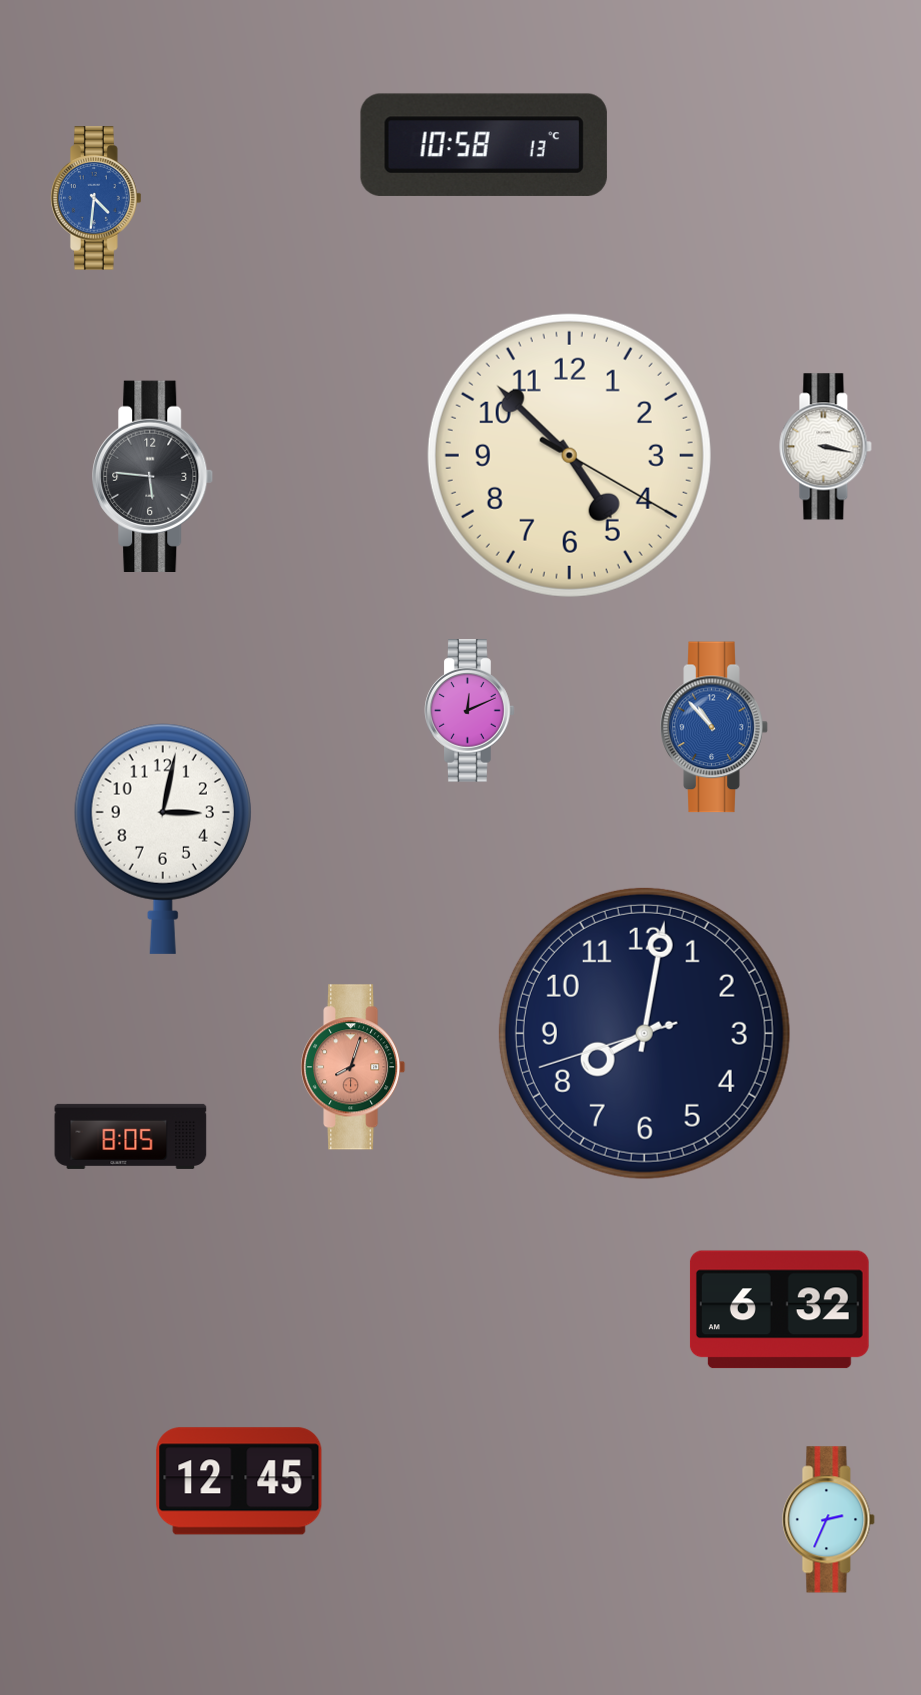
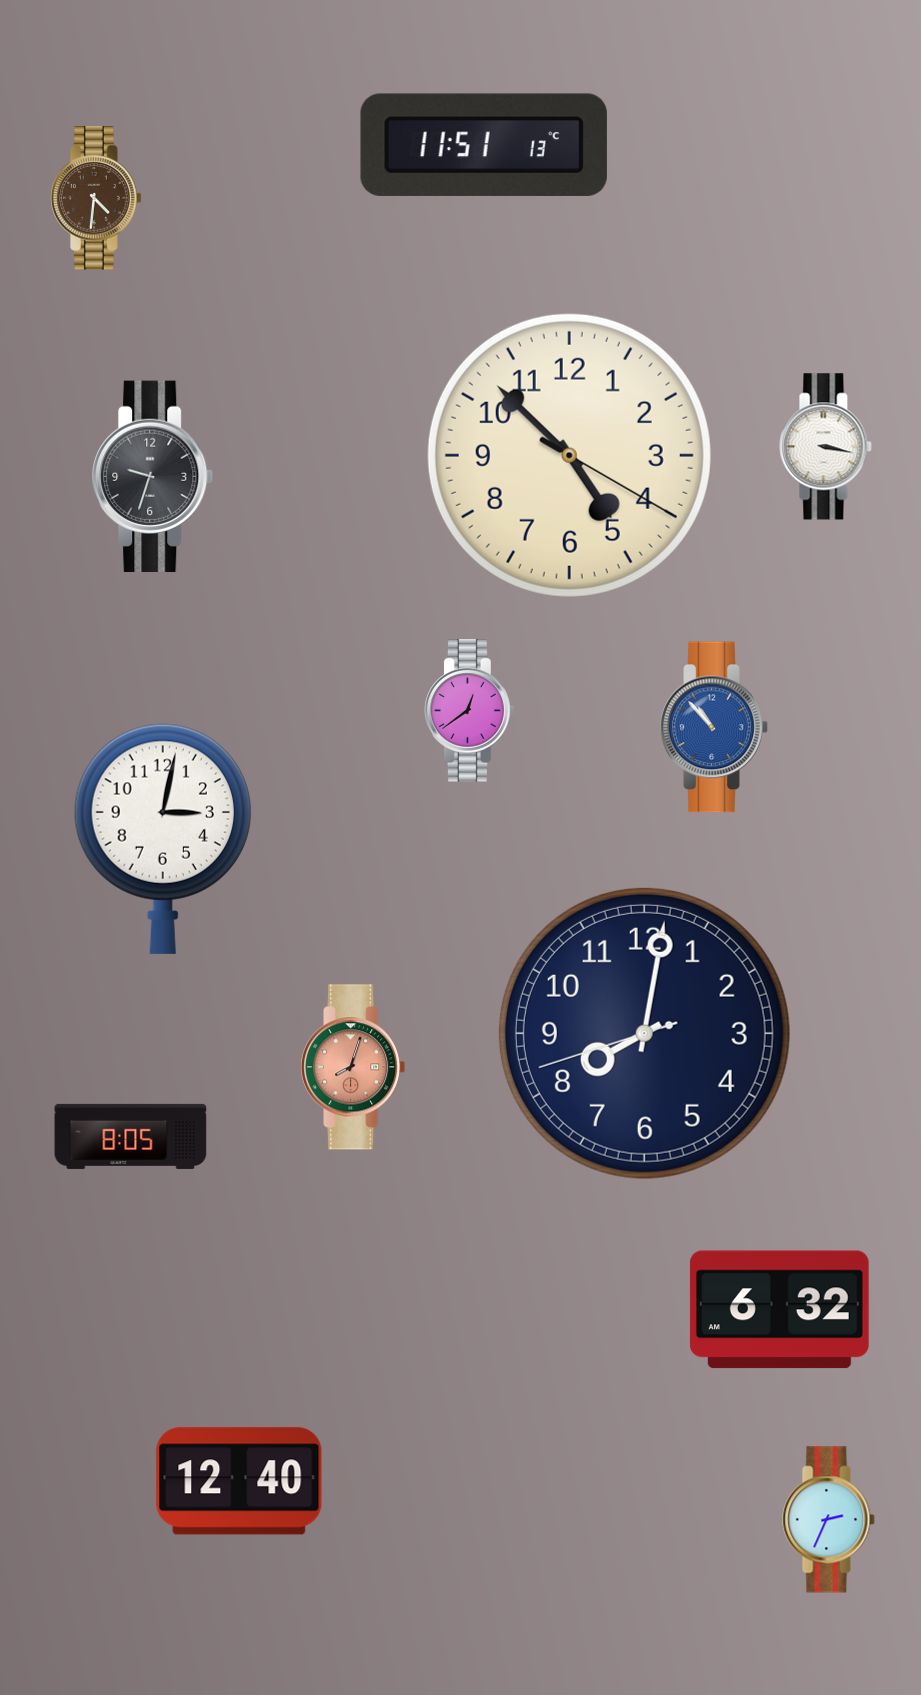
clock at (484, 145): 10:58 -> 11:51
clock at (96, 198) dial: blue -> brown
clock at (153, 476): 5:46 -> 9:33
clock at (470, 711): 12:11 -> 12:39
clock at (239, 1481): 12:45 -> 12:40
